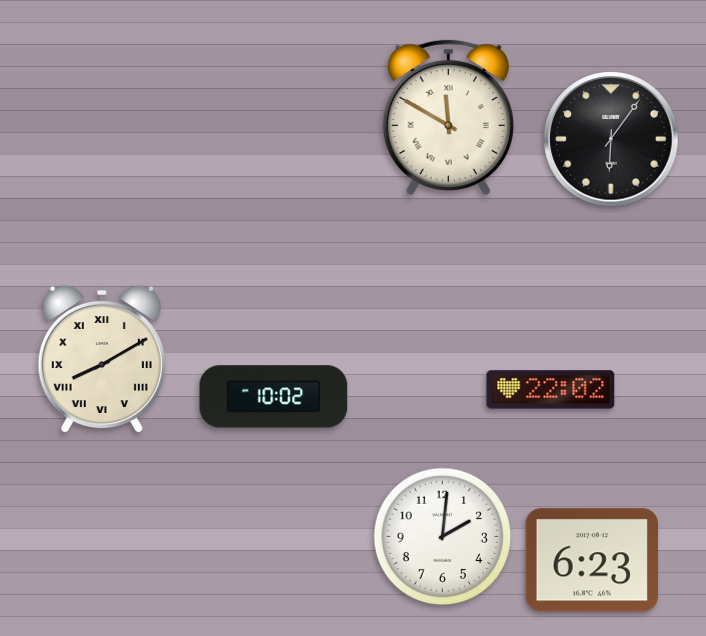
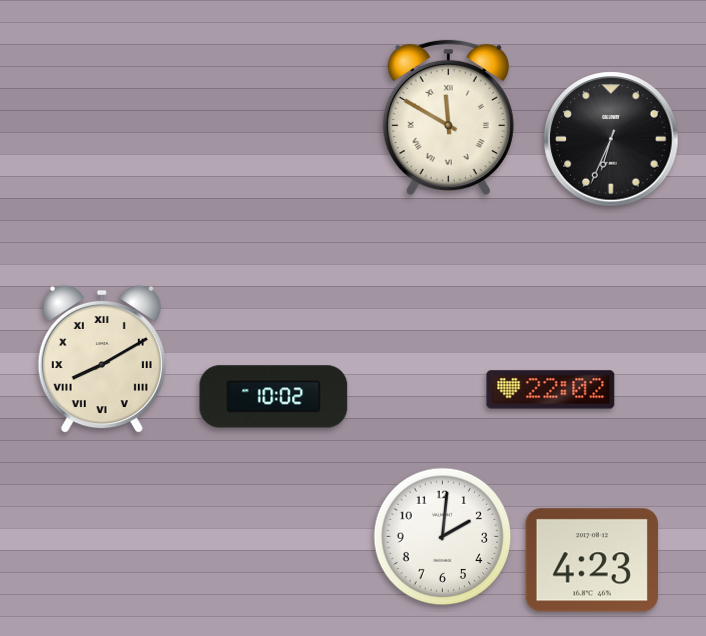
clock at (611, 139): 6:06 -> 6:34
clock at (592, 560): 6:23 -> 4:23
